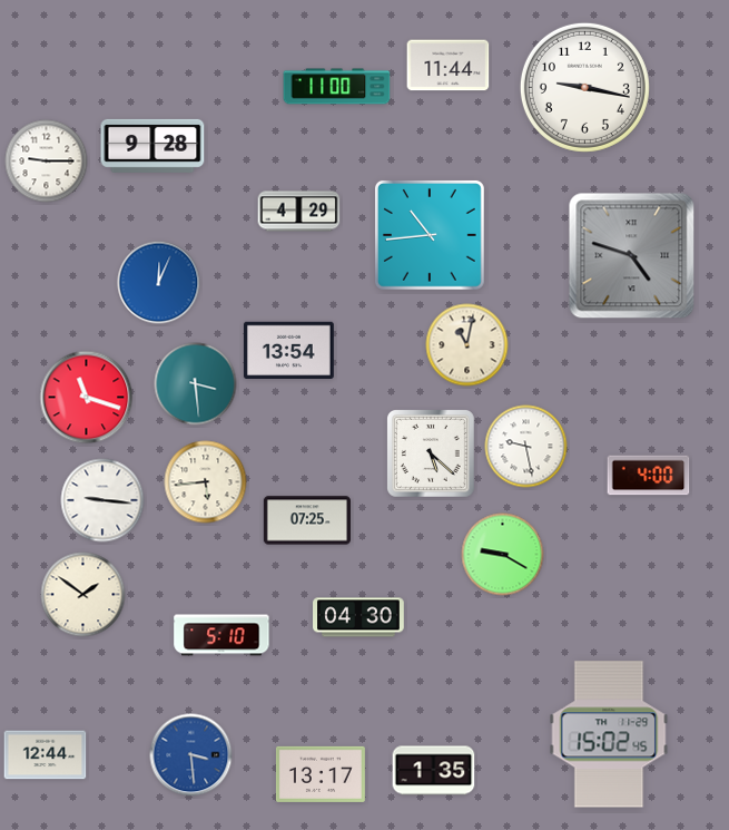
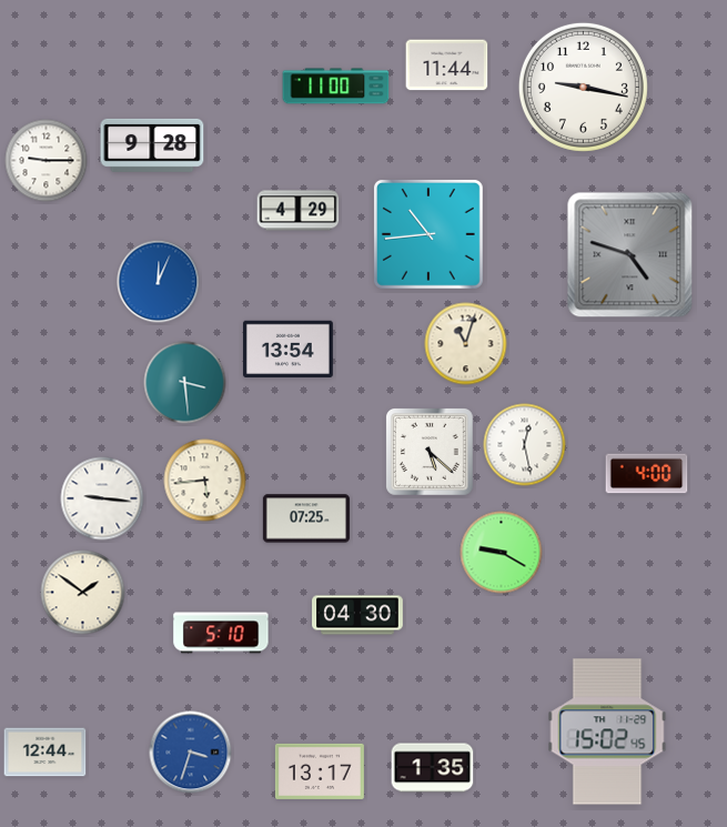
clock at (467, 345): 11:02 -> 11:03
clock at (196, 384) position: (196, 384) -> (185, 383)
clock at (87, 398): 11:18 -> none
clock at (526, 447): 9:28 -> 12:28
clock at (191, 755): 3:29 -> 3:33
